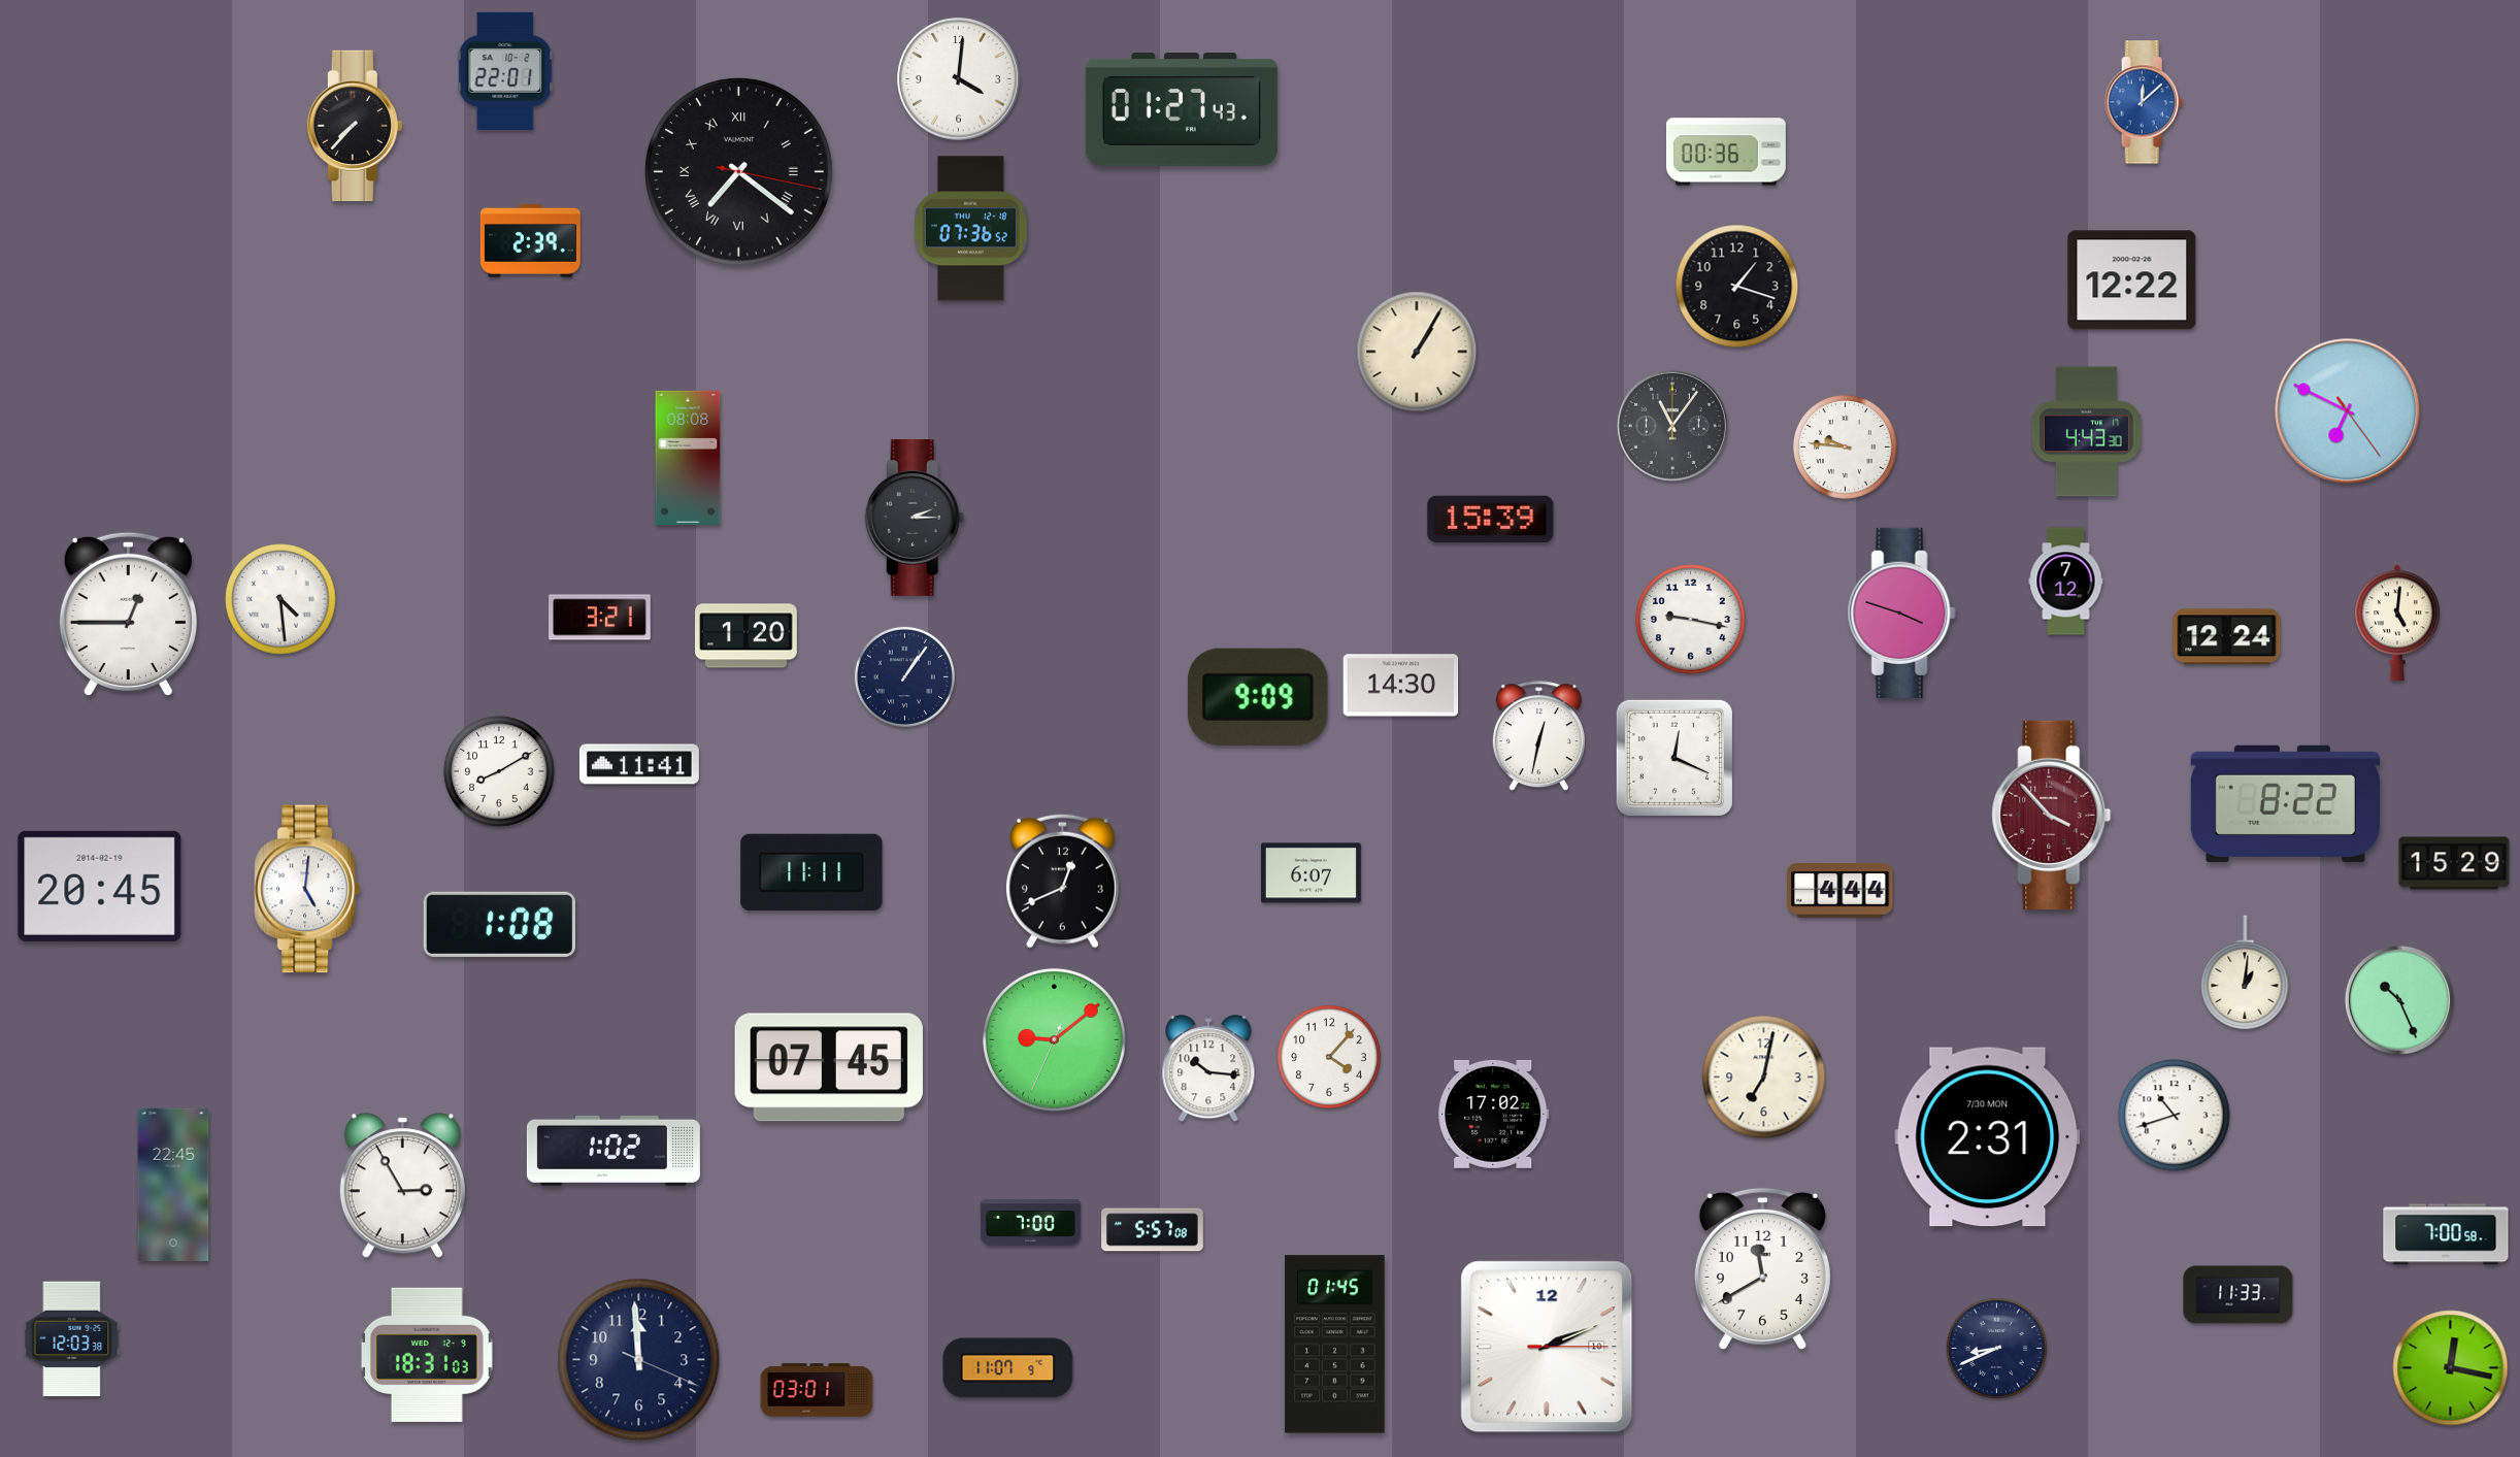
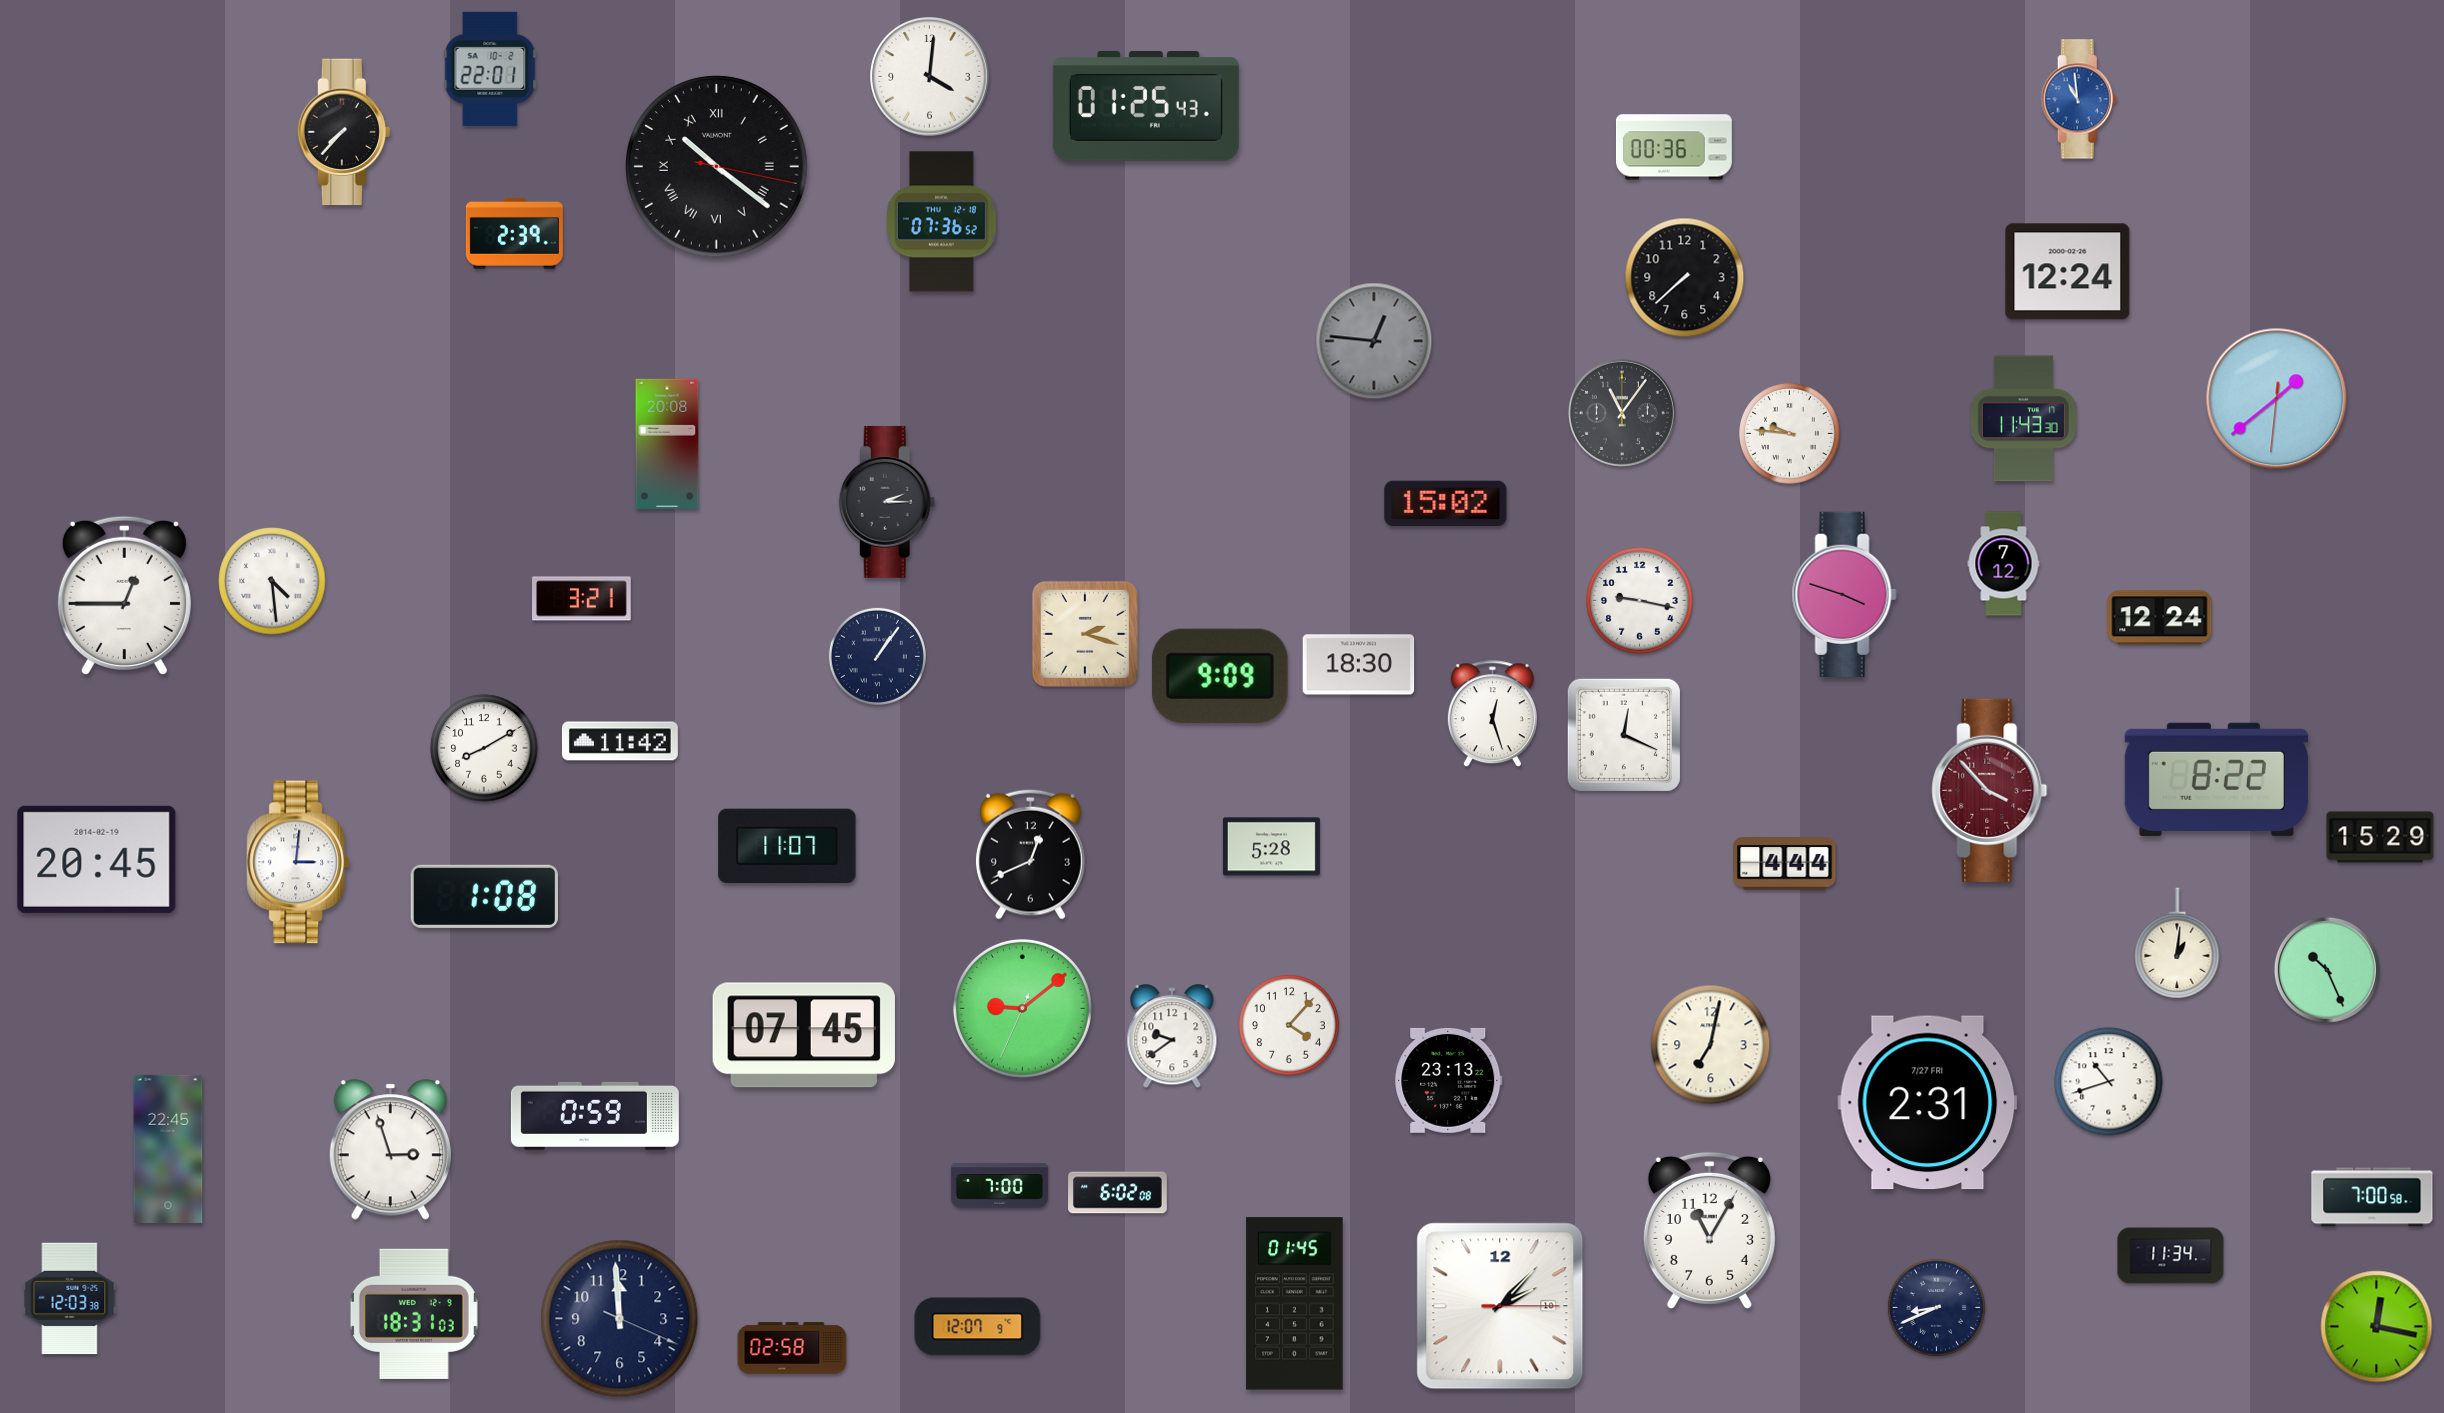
clock at (2144, 102): 12:08 -> 10:59
clock at (1182, 109): 01:27 -> 01:25
clock at (355, 126) position: (355, 126) -> (344, 132)
clock at (738, 171): 7:21 -> 10:21
clock at (2132, 280): 12:22 -> 12:24
clock at (1737, 287): 1:18 -> 7:38
clock at (1417, 352): 1:05 -> 12:46
clock at (1417, 352) dial: cream -> grey
clock at (2348, 411): 6:49 -> 1:38
clock at (2086, 432): 4:43 -> 11:43
clock at (688, 457): 08:08 -> 20:08
clock at (1491, 519): 15:39 -> 15:02
clock at (2397, 622): 5:01 -> none
clock at (747, 636): 1:20 -> none
clock at (1085, 634): none -> 2:18
clock at (1401, 686): 14:30 -> 18:30
clock at (1538, 736): 12:32 -> 12:27
clock at (639, 764): 11:41 -> 11:42
clock at (811, 872): 11:11 -> 11:07
clock at (1311, 873): 6:07 -> 5:28
clock at (307, 889): 5:01 -> 3:01
clock at (1208, 1069): 10:16 -> 9:39
clock at (1494, 1114): 17:02 -> 23:13
clock at (1988, 1137) date: 7/30 MON -> 7/27 FRI
clock at (614, 1151): 1:02 -> 0:59
clock at (402, 1186): 2:55 -> 2:57
clock at (1153, 1230): 5:57 -> 6:02
clock at (1762, 1268): 11:40 -> 11:05
clock at (2239, 1295): 11:33 -> 11:34
clock at (1547, 1347): 2:11 -> 2:07
clock at (1008, 1368): 11:07 -> 12:07
clock at (817, 1390): 03:01 -> 02:58
